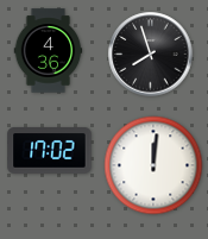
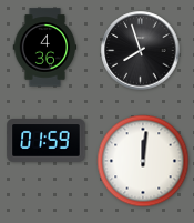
clock at (50, 151): 17:02 -> 01:59
clock at (153, 165) position: (153, 165) -> (143, 161)
